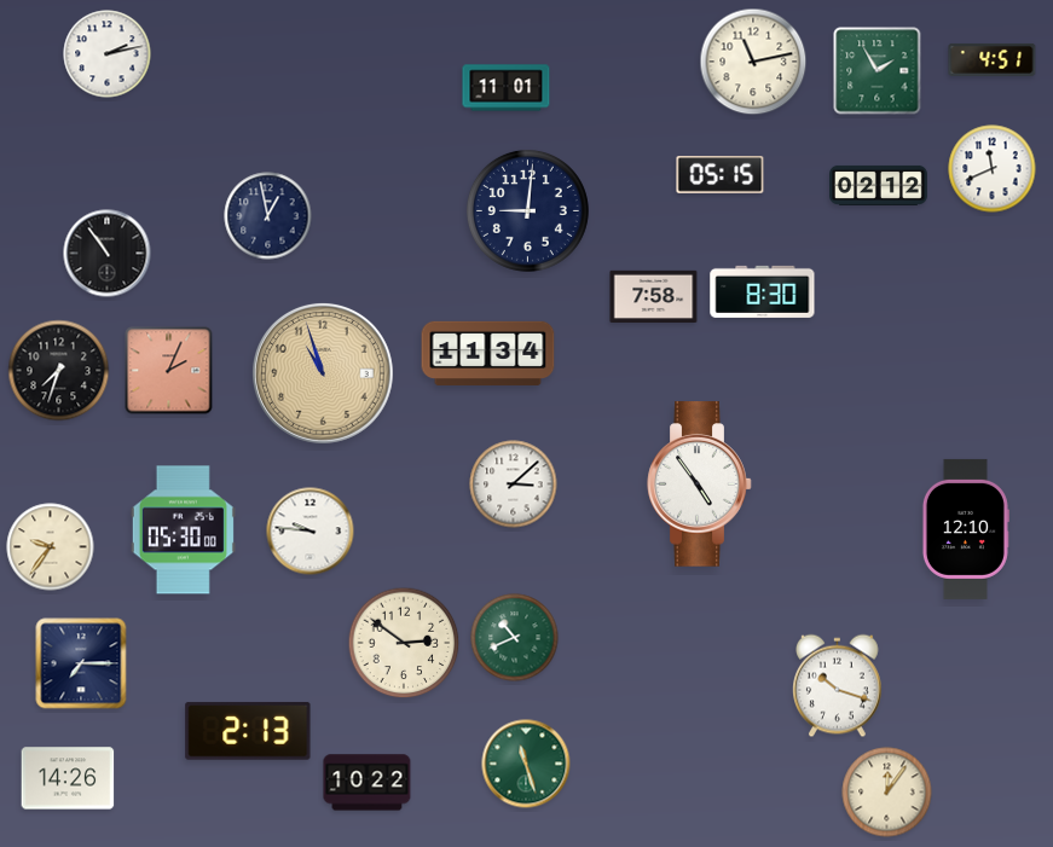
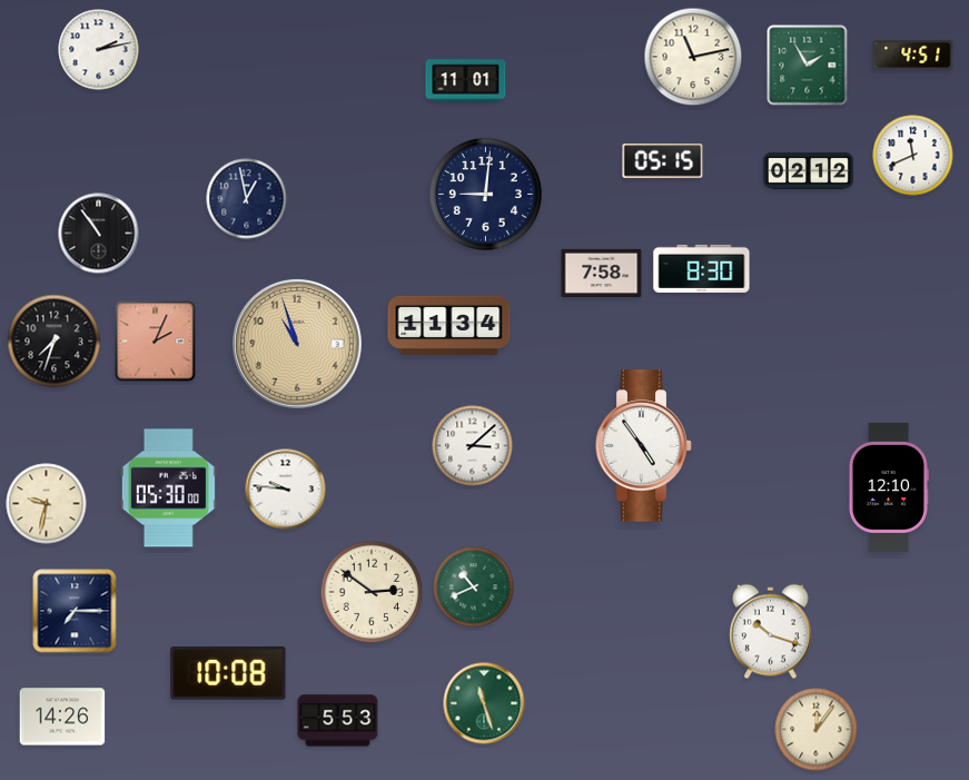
clock at (51, 547): 9:36 -> 9:32
clock at (248, 731): 2:13 -> 10:08
clock at (368, 783): 10:22 -> 5:53
